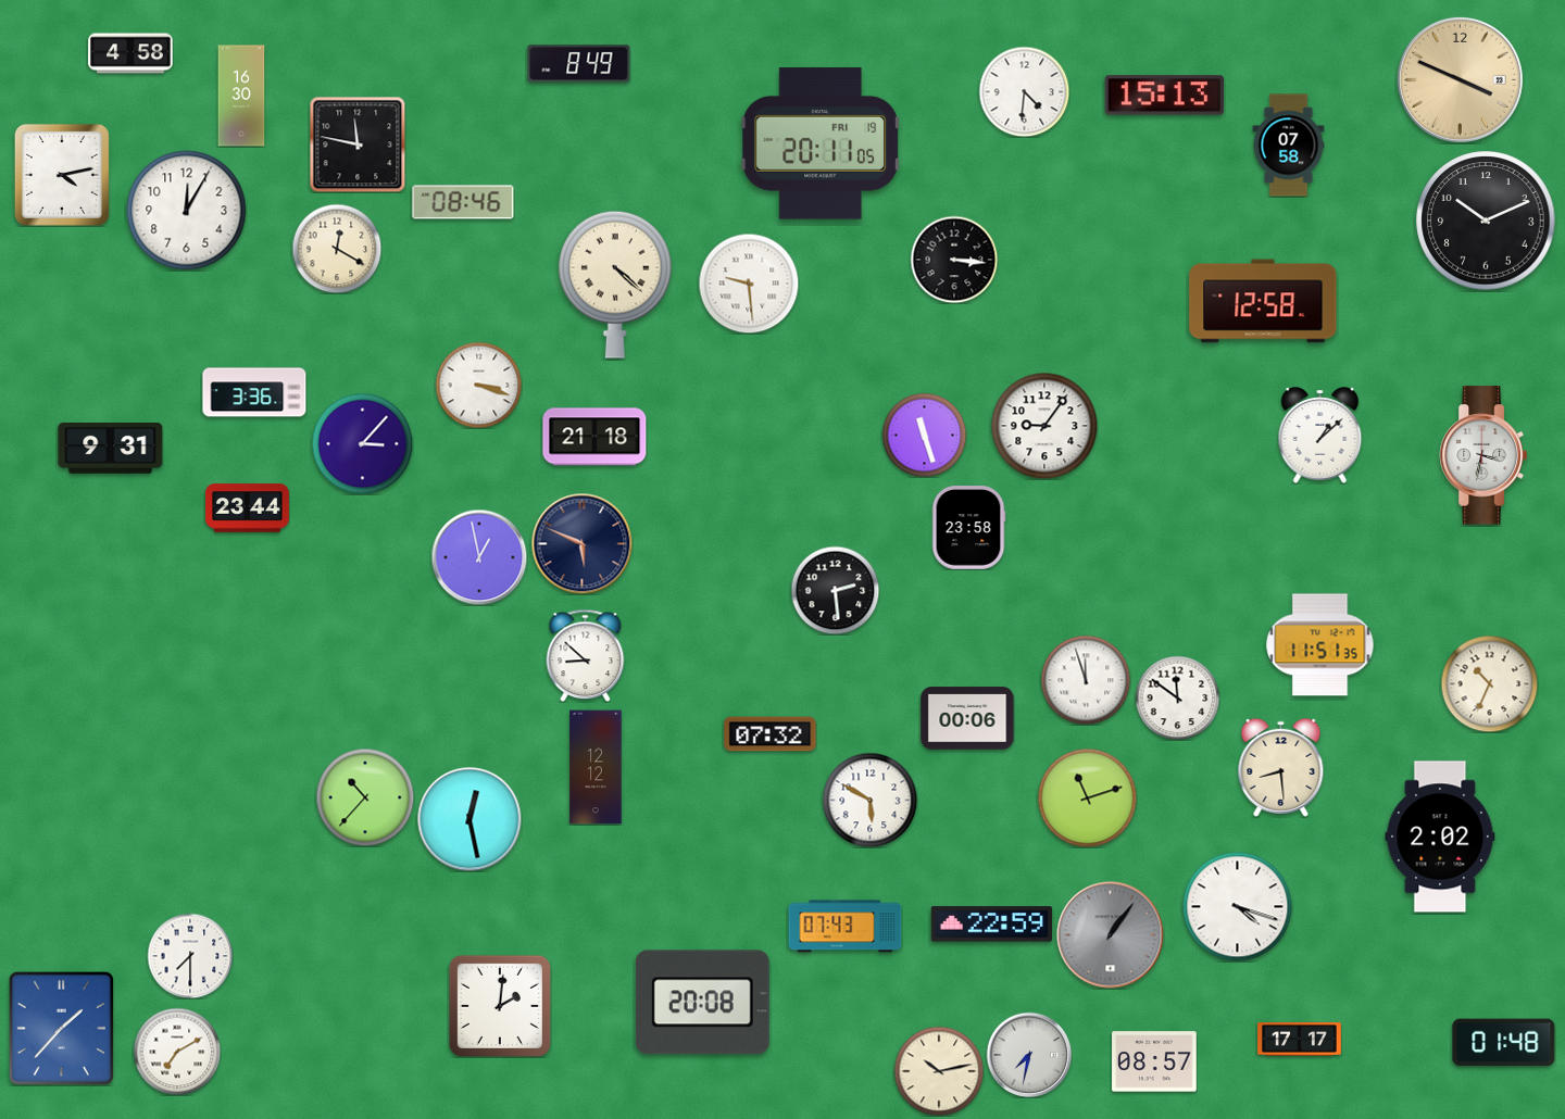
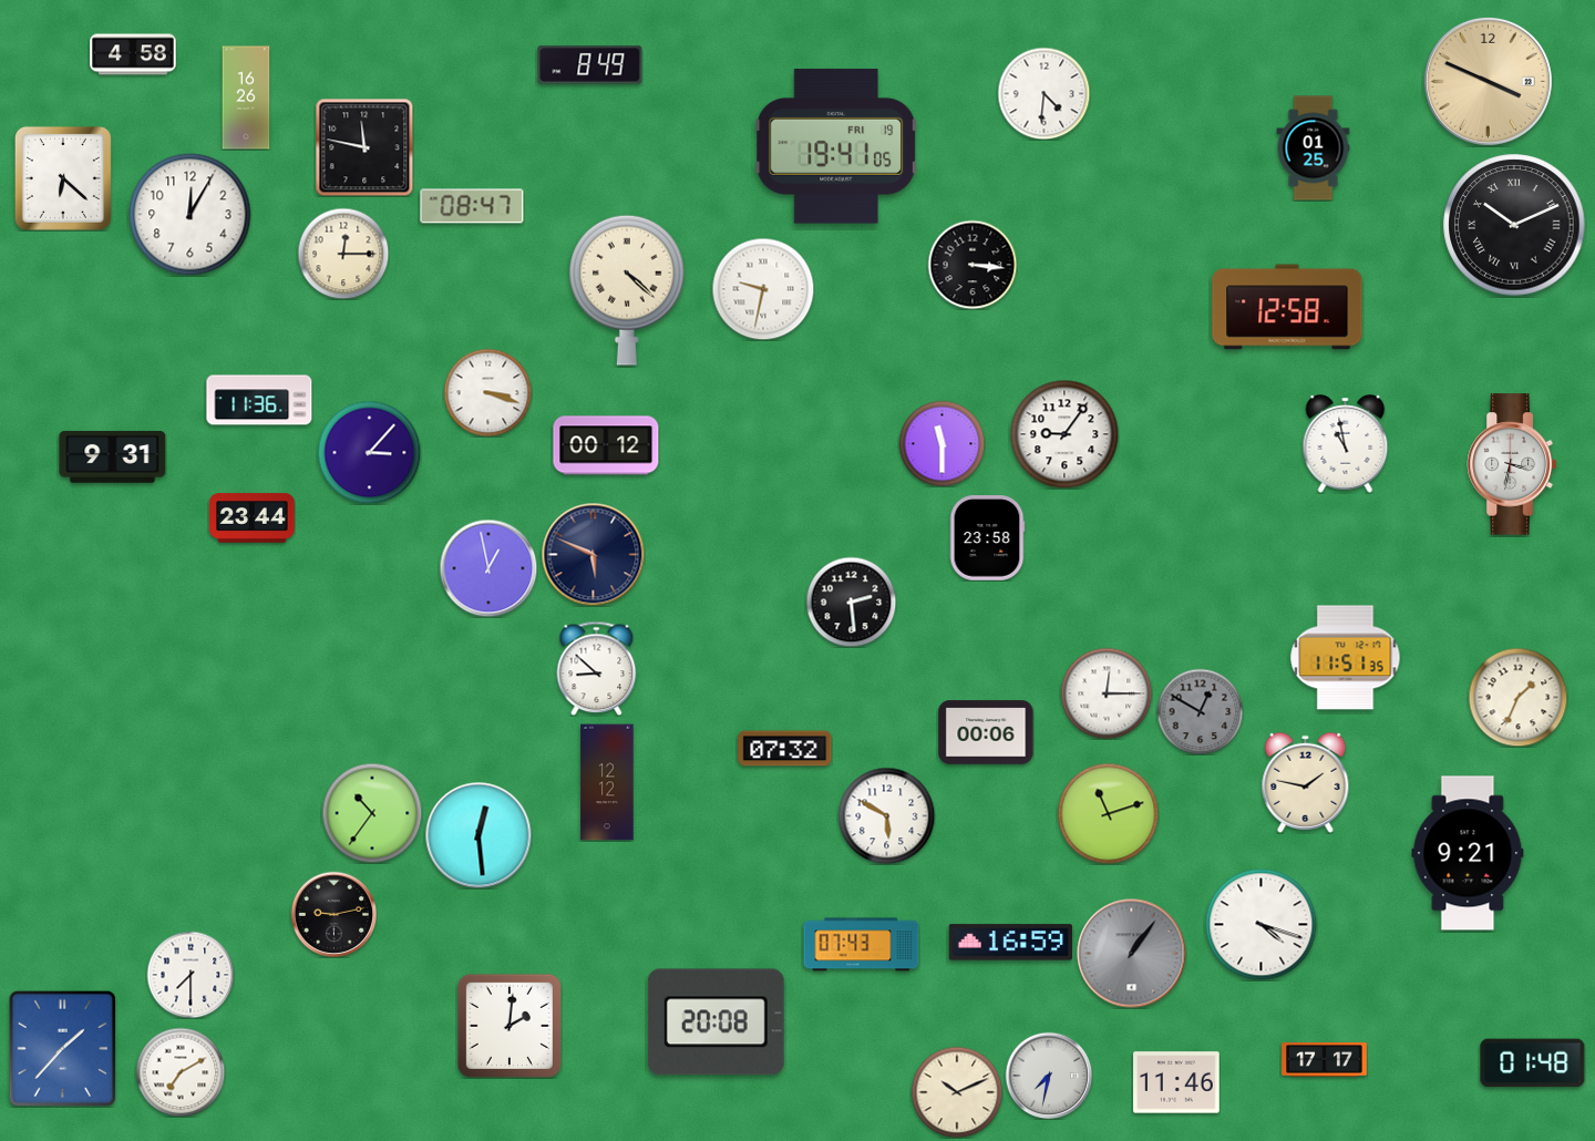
clock at (241, 96): 16:30 -> 16:26
clock at (1165, 96): 15:13 -> none
clock at (821, 143): 20:11 -> 19:41
clock at (1289, 146): 07:58 -> 01:25
clock at (62, 175): 4:13 -> 6:22
clock at (463, 202): 08:46 -> 08:47
clock at (1486, 221) numerals: Arabic -> Roman
clock at (337, 249): 12:20 -> 12:15
clock at (749, 284): 9:29 -> 9:32
clock at (254, 392): 3:36 -> 11:36
clock at (924, 435): 11:27 -> 11:30
clock at (1320, 436): 1:08 -> 10:58
clock at (594, 437): 21:18 -> 00:12
clock at (1086, 680): 11:57 -> 12:15
clock at (1489, 683): 10:34 -> 1:34
clock at (1177, 697): 11:51 -> 12:50
clock at (1177, 697) dial: white -> grey
clock at (1281, 767): 8:29 -> 1:47
clock at (365, 797): 10:37 -> 10:36
clock at (469, 819): 12:28 -> 12:29
clock at (1440, 837): 2:02 -> 9:21
clock at (333, 914): none -> 9:13
clock at (991, 925): 22:59 -> 16:59
clock at (190, 956) position: (190, 956) -> (191, 975)
clock at (1154, 1061): 08:57 -> 11:46
clock at (939, 1071): 10:13 -> 10:11
